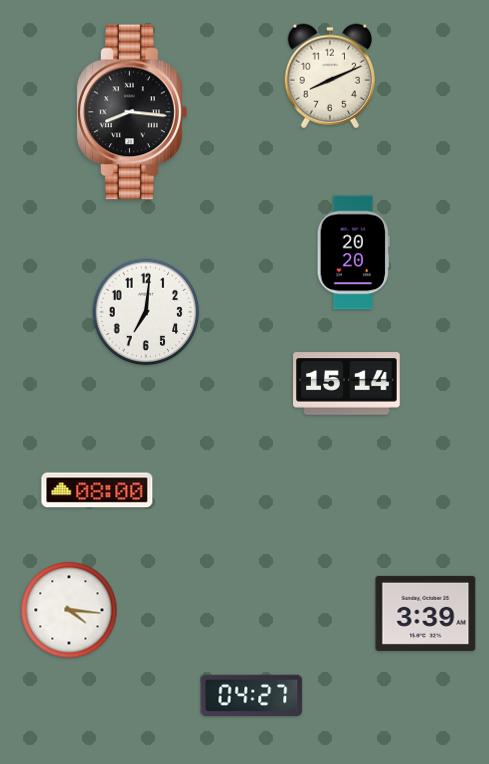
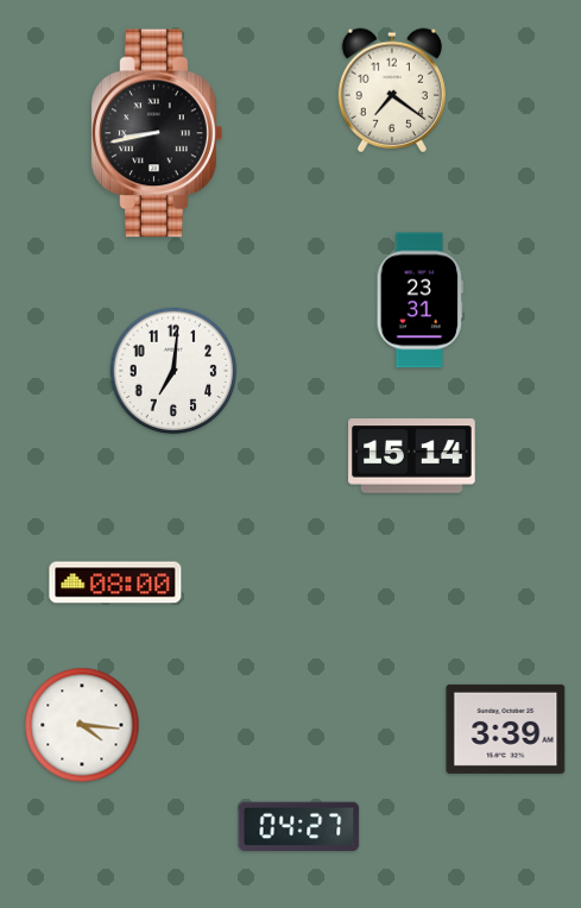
clock at (330, 76): 8:11 -> 7:21
clock at (132, 112): 8:16 -> 8:43
clock at (353, 253): 20:20 -> 23:31
